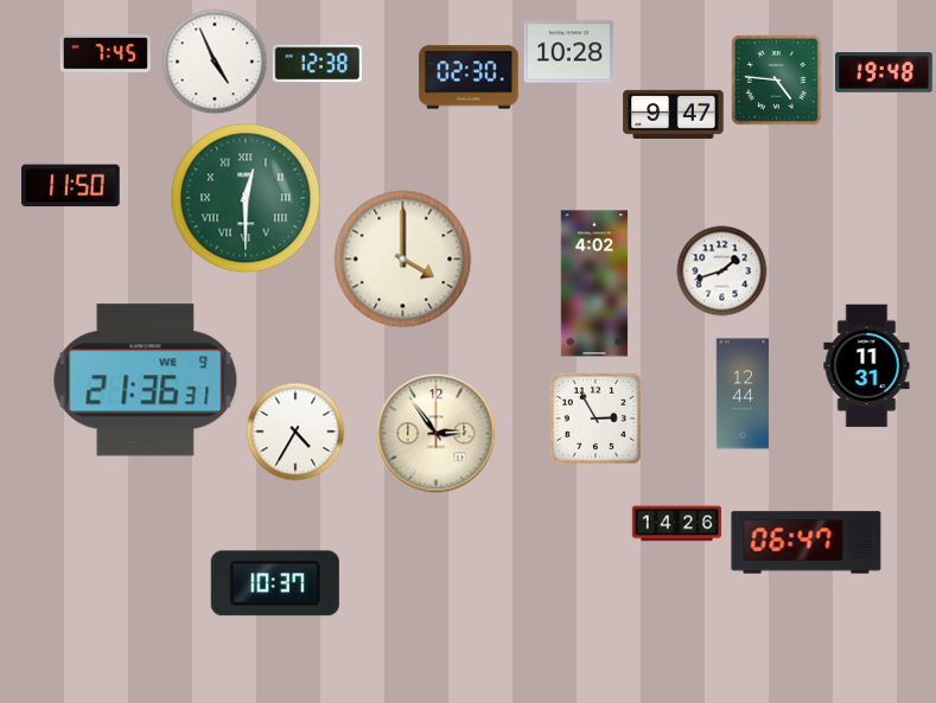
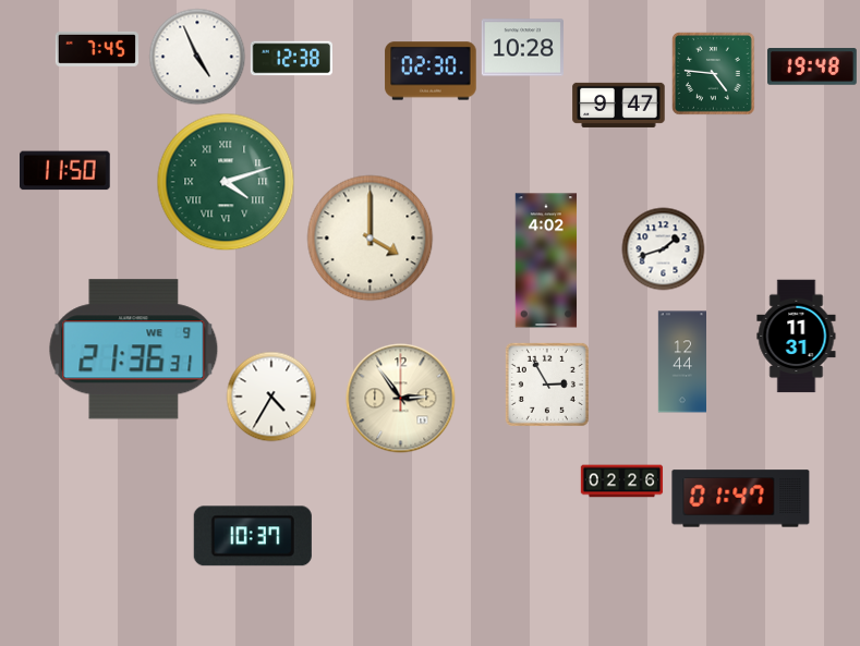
clock at (246, 198): 12:30 -> 4:12
clock at (677, 524): 14:26 -> 02:26
clock at (807, 543): 06:47 -> 01:47
